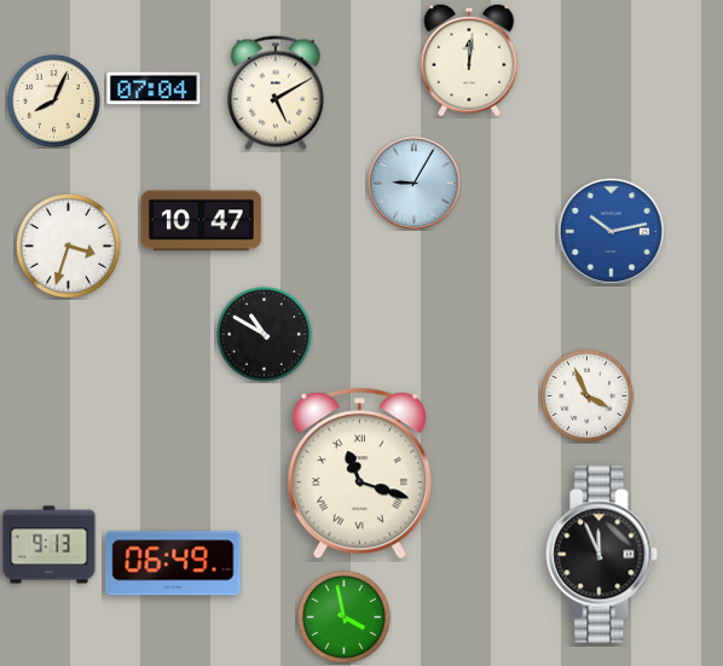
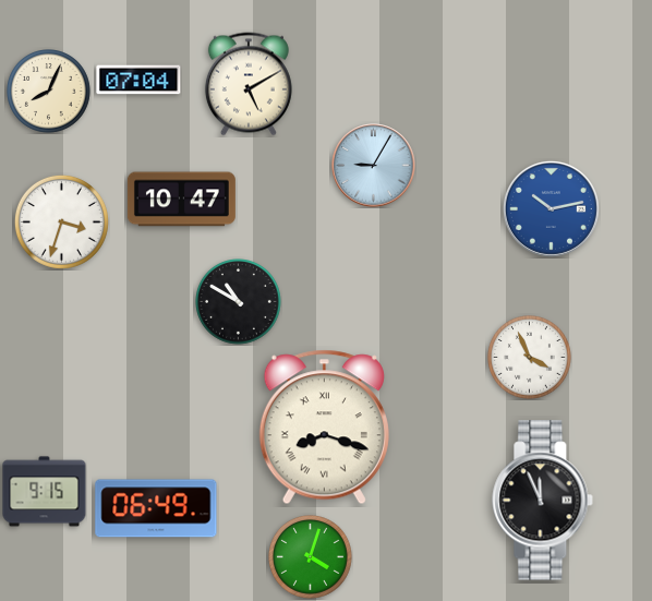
clock at (469, 60): 12:01 -> none
clock at (359, 474): 11:18 -> 8:18
clock at (50, 545): 9:13 -> 9:15
clock at (345, 618): 3:58 -> 4:03
